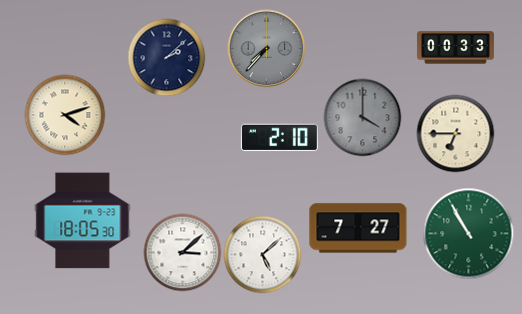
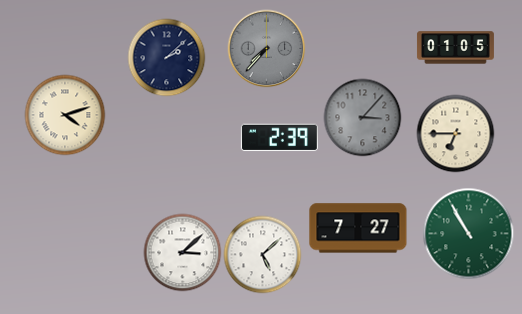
clock at (455, 48): 00:33 -> 01:05
clock at (362, 117): 4:00 -> 3:07
clock at (279, 138): 2:10 -> 2:39
clock at (83, 221): 18:05 -> none
